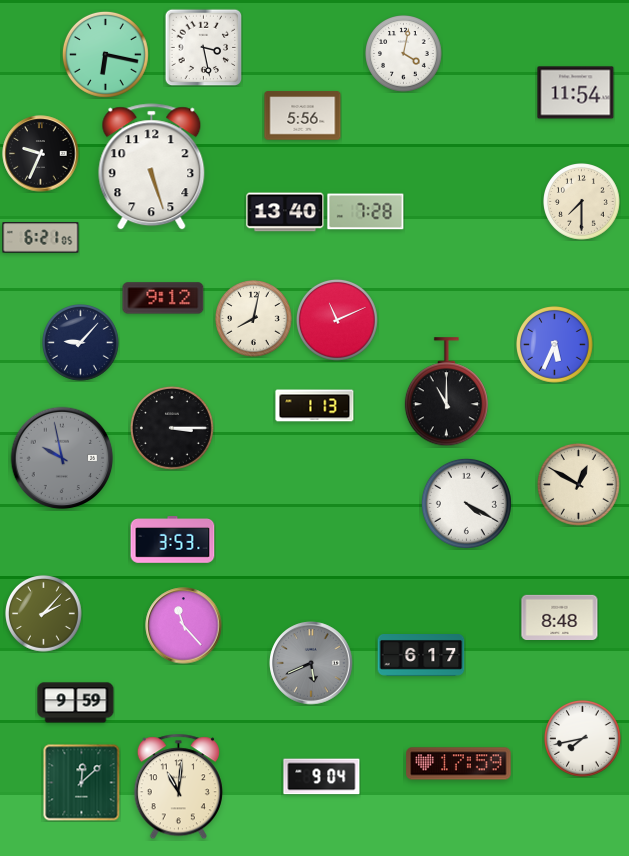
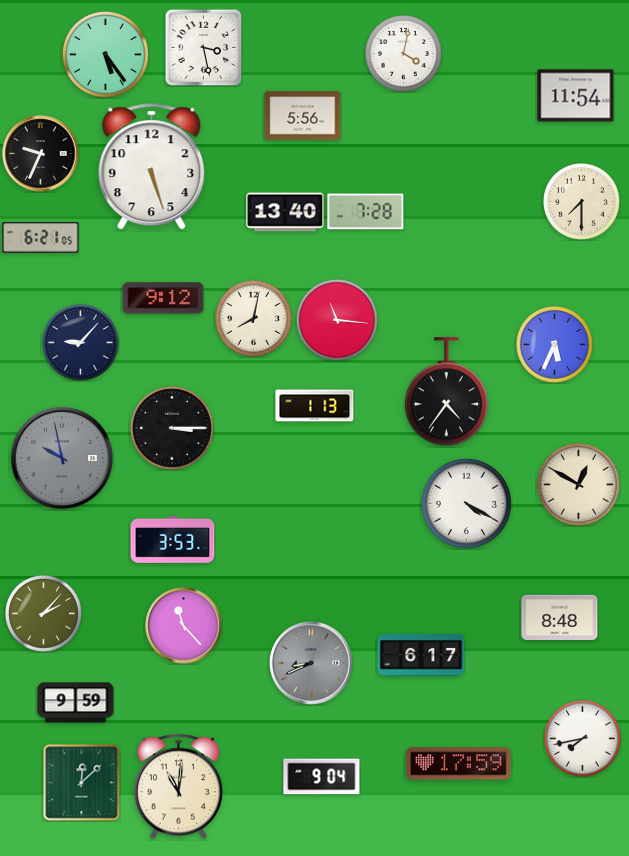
clock at (105, 54): 6:17 -> 5:24
clock at (576, 93) position: (576, 93) -> (576, 96)
clock at (337, 320): 11:11 -> 11:16
clock at (446, 392): 11:00 -> 4:36
clock at (311, 663): 5:41 -> 8:41
